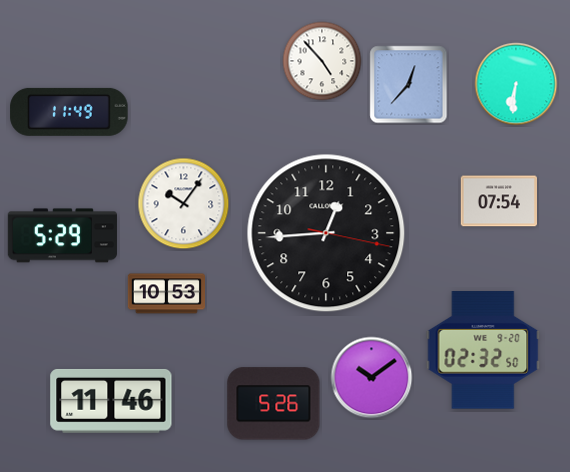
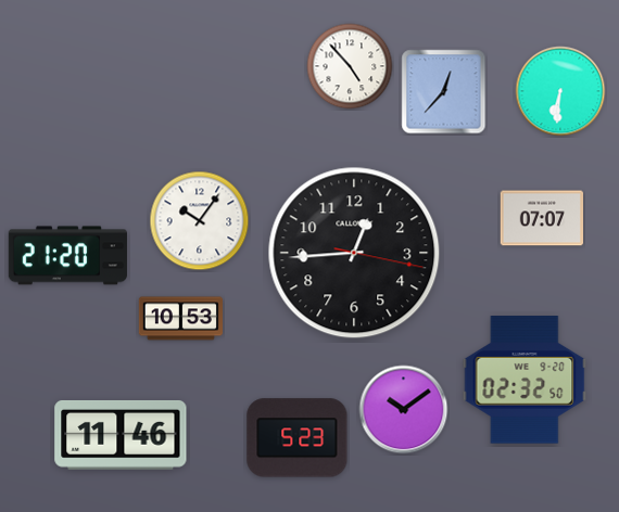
clock at (69, 112): 11:49 -> none
clock at (498, 201): 07:54 -> 07:07
clock at (62, 236): 5:29 -> 21:20
clock at (274, 404): 5:26 -> 5:23
